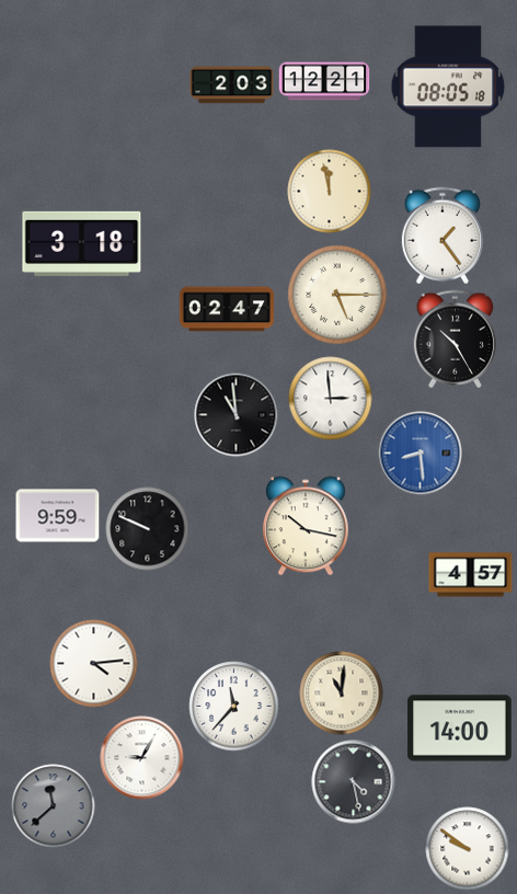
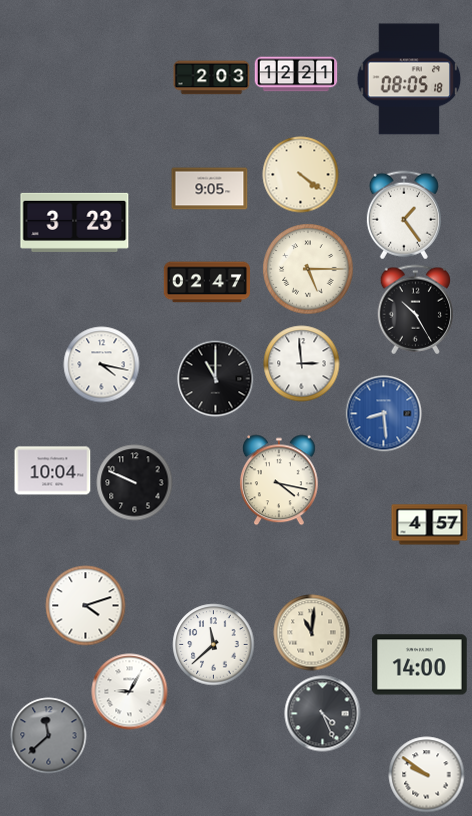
clock at (330, 192): 11:58 -> 4:21
clock at (210, 189): none -> 9:05
clock at (82, 243): 3:18 -> 3:23
clock at (102, 365): none -> 4:17
clock at (237, 415): 10:59 -> 11:00
clock at (58, 516): 9:59 -> 10:04
clock at (306, 526): 10:17 -> 4:17
clock at (94, 664): 4:14 -> 4:12
clock at (234, 707): 11:37 -> 11:38
clock at (354, 782): 4:28 -> 4:26
